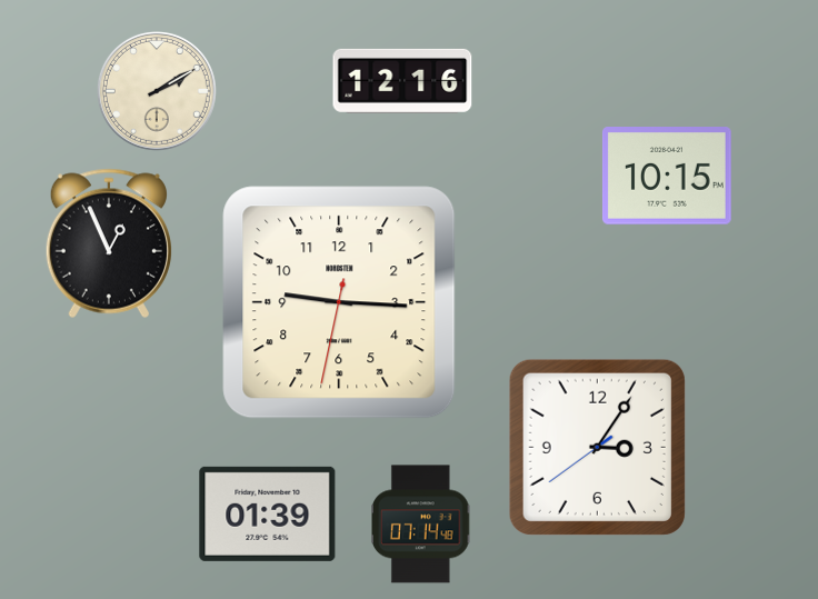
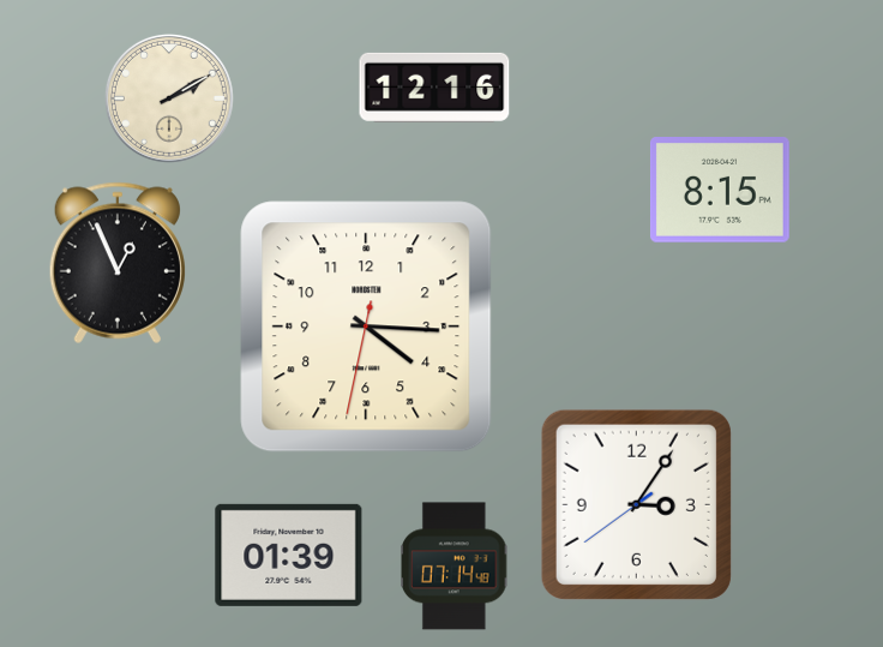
clock at (667, 176): 10:15 -> 8:15
clock at (339, 302): 9:15 -> 4:15
clock at (597, 447) position: (597, 447) -> (636, 504)
